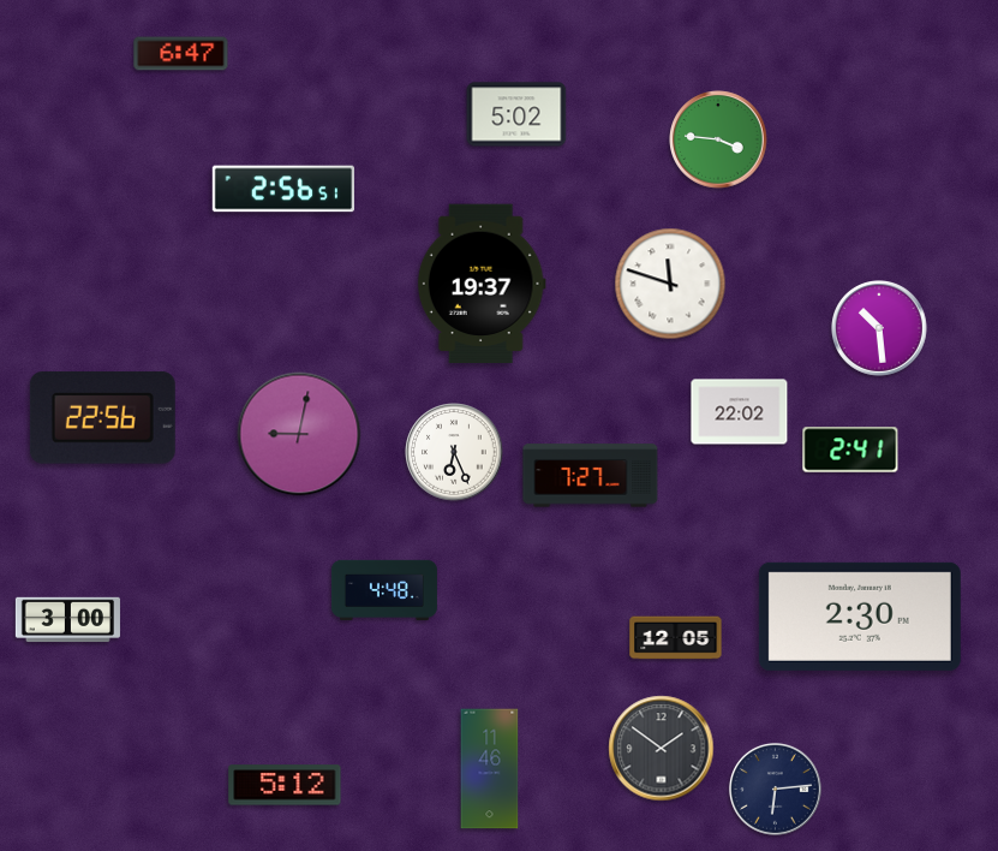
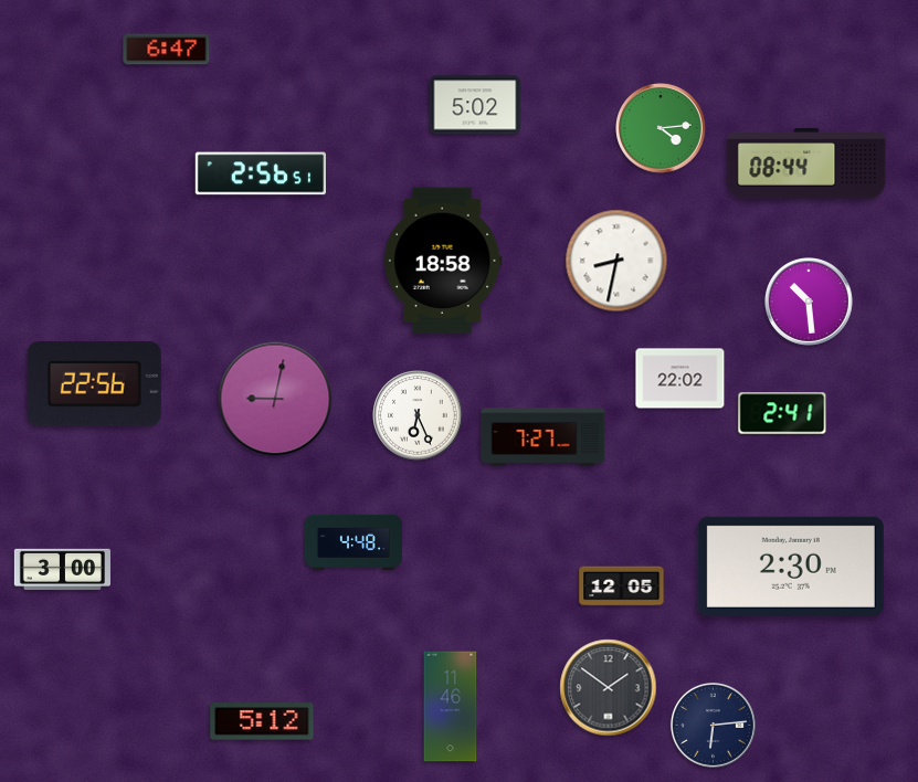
clock at (718, 139): 3:46 -> 4:14
clock at (806, 165): none -> 08:44
clock at (482, 284): 19:37 -> 18:58
clock at (670, 284): 11:48 -> 8:32
